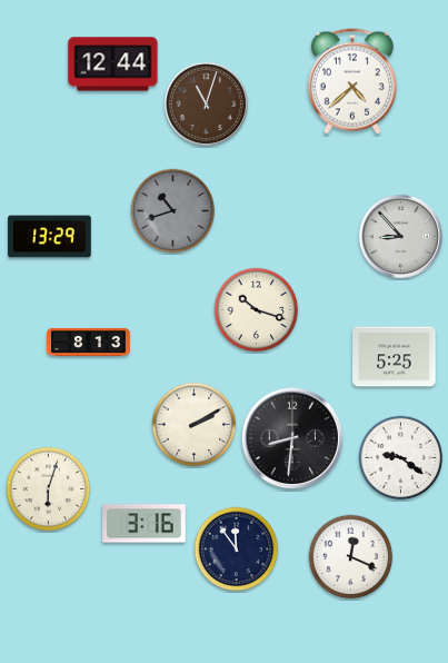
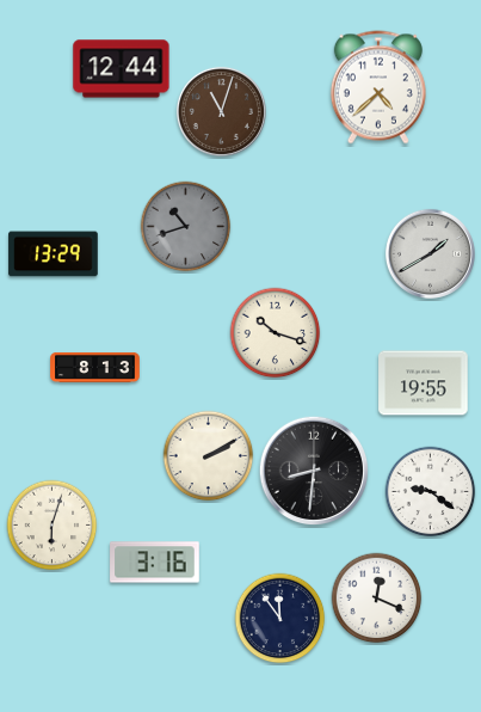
clock at (400, 236): 8:53 -> 1:40
clock at (395, 357): 5:25 -> 19:55
clock at (237, 550) position: (237, 550) -> (280, 619)
